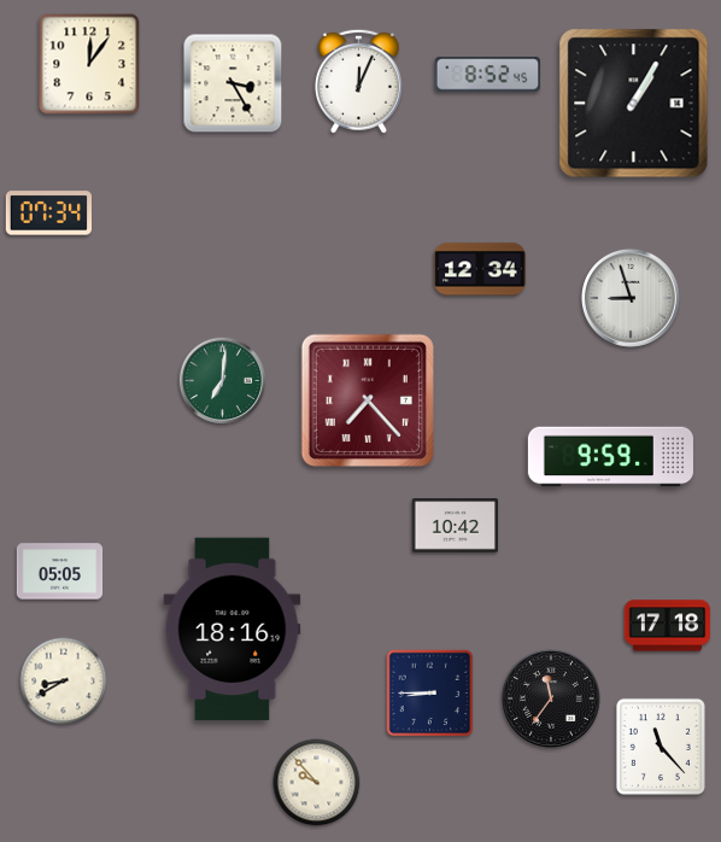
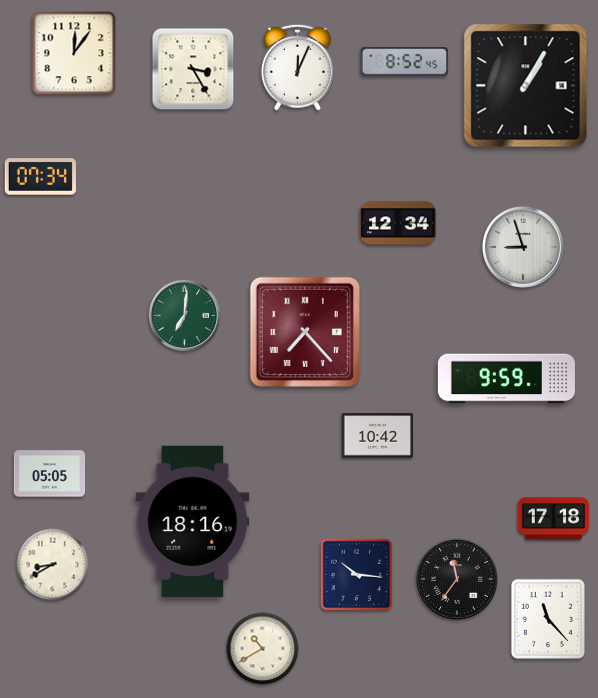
clock at (430, 694): 8:45 -> 10:16
clock at (317, 783): 9:53 -> 10:40
